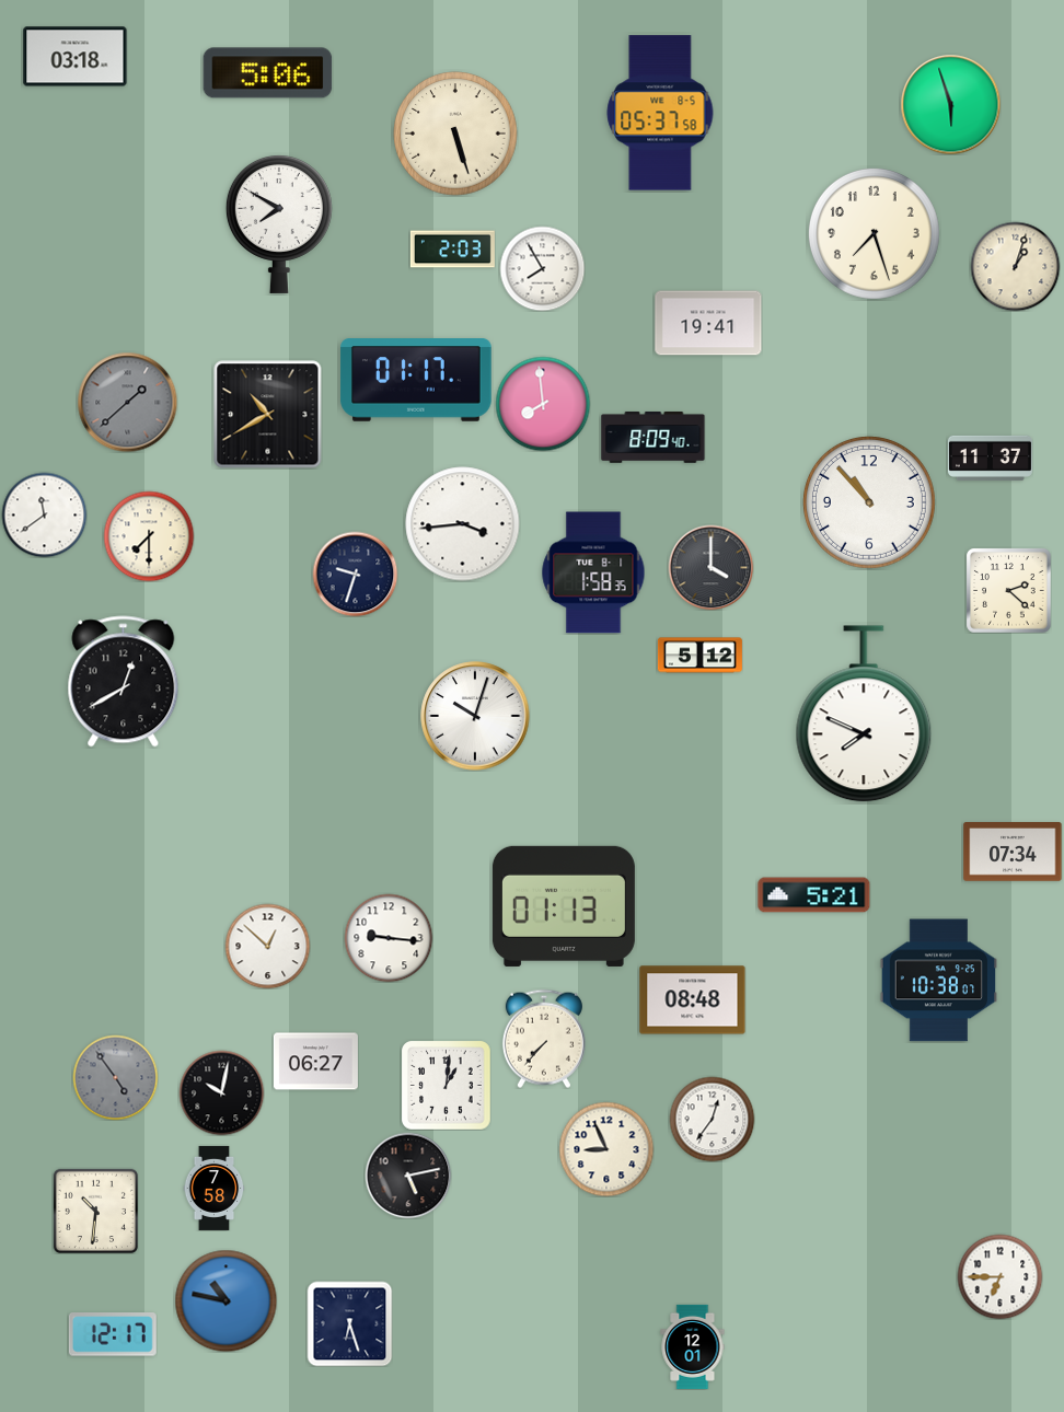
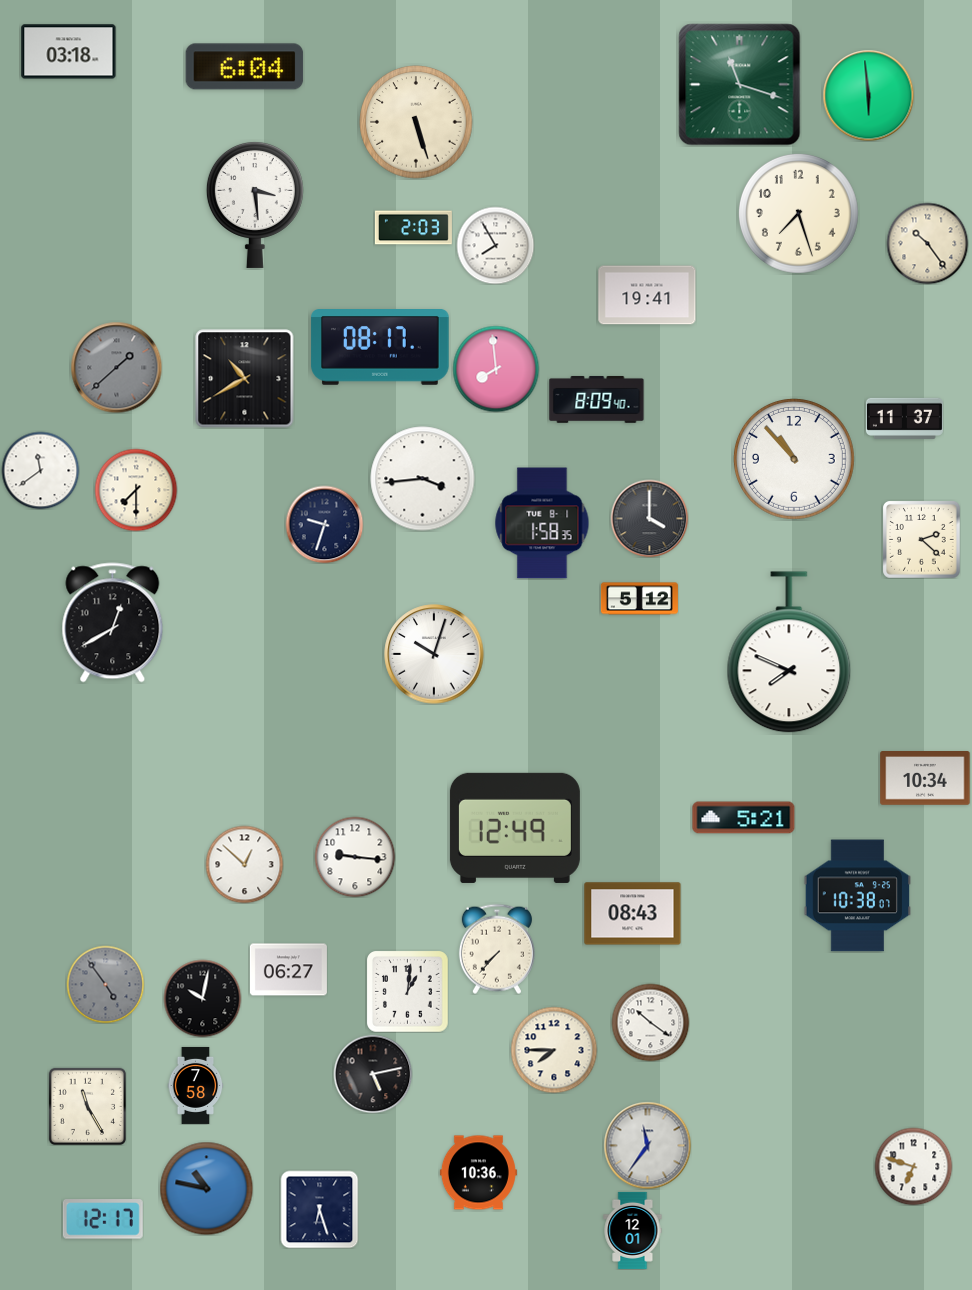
clock at (268, 73): 5:06 -> 6:04
clock at (740, 85): none -> 11:18
clock at (950, 104): 5:57 -> 5:59
clock at (660, 113): 05:37 -> none
clock at (279, 223): 7:50 -> 3:29
clock at (1015, 266): 1:03 -> 10:24
clock at (416, 381): 01:17 -> 08:17
clock at (1013, 853): 07:34 -> 10:34
clock at (564, 906): 01:13 -> 12:49
clock at (693, 1000): 08:48 -> 08:43
clock at (712, 1119): 12:36 -> 10:21
clock at (606, 1149): 8:56 -> 7:45
clock at (95, 1211): 10:31 -> 11:25
clock at (647, 1145): none -> 11:36
clock at (999, 1276): 6:45 -> 6:48
clock at (478, 1173): none -> 10:36
